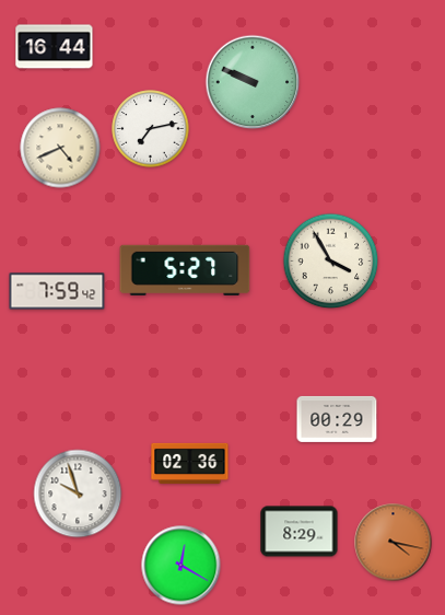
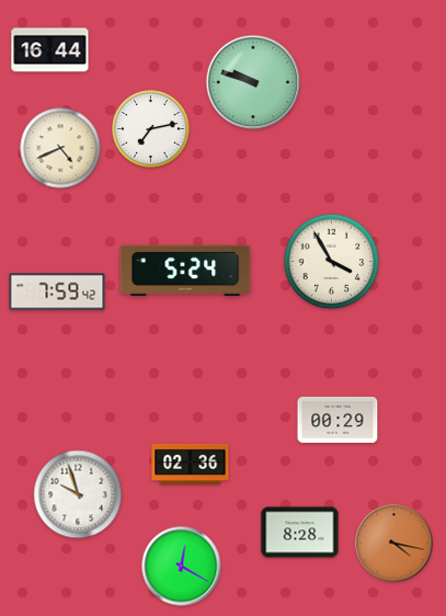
clock at (55, 47) position: (55, 47) -> (50, 50)
clock at (253, 82): 9:49 -> 9:48
clock at (185, 270): 5:27 -> 5:24
clock at (300, 532): 8:29 -> 8:28
